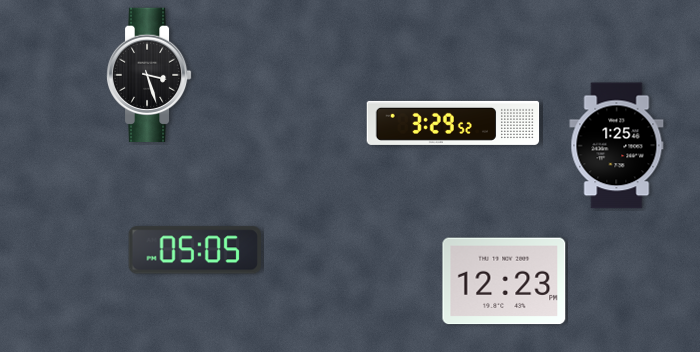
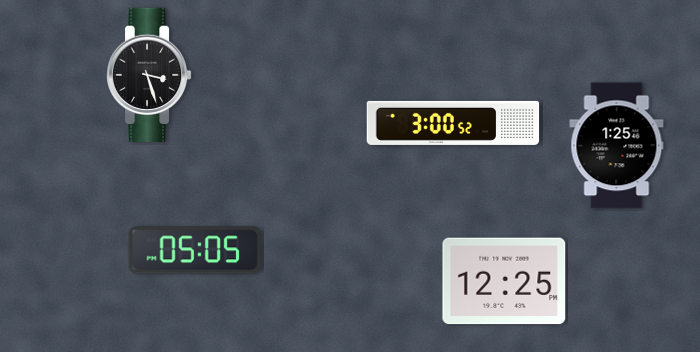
clock at (453, 123): 3:29 -> 3:00
clock at (504, 281): 12:23 -> 12:25
